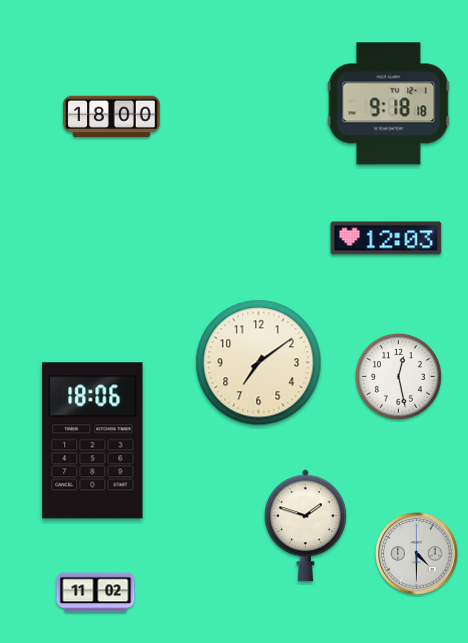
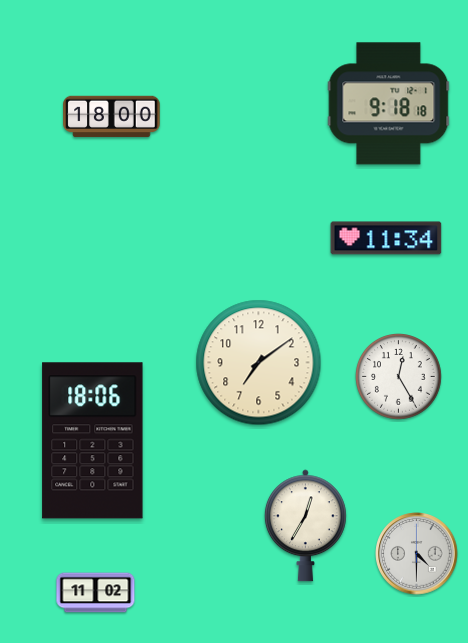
clock at (386, 238): 12:03 -> 11:34
clock at (399, 377): 12:28 -> 12:25
clock at (305, 526): 1:48 -> 12:35
